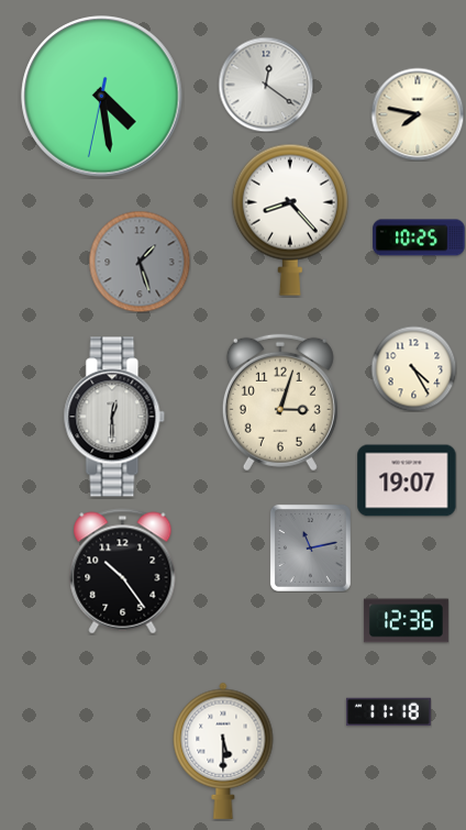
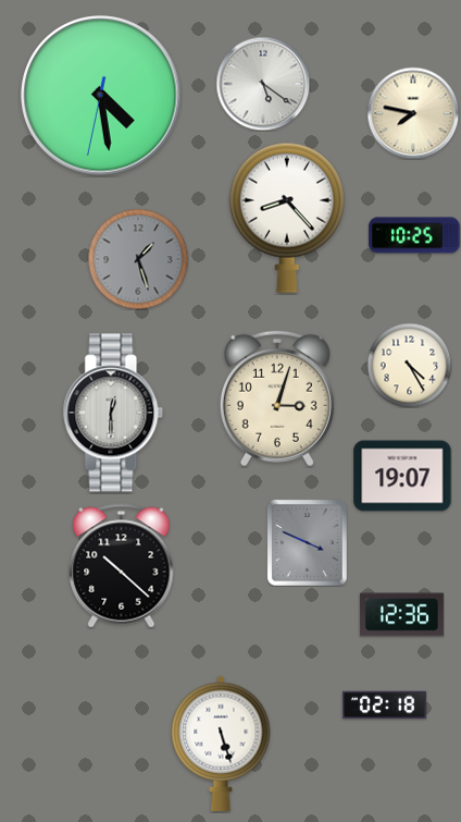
clock at (266, 85): 12:21 -> 5:21
clock at (310, 547): 11:13 -> 3:49
clock at (123, 572): 10:24 -> 10:22
clock at (388, 712): 11:18 -> 02:18
clock at (223, 751): 5:30 -> 5:27
